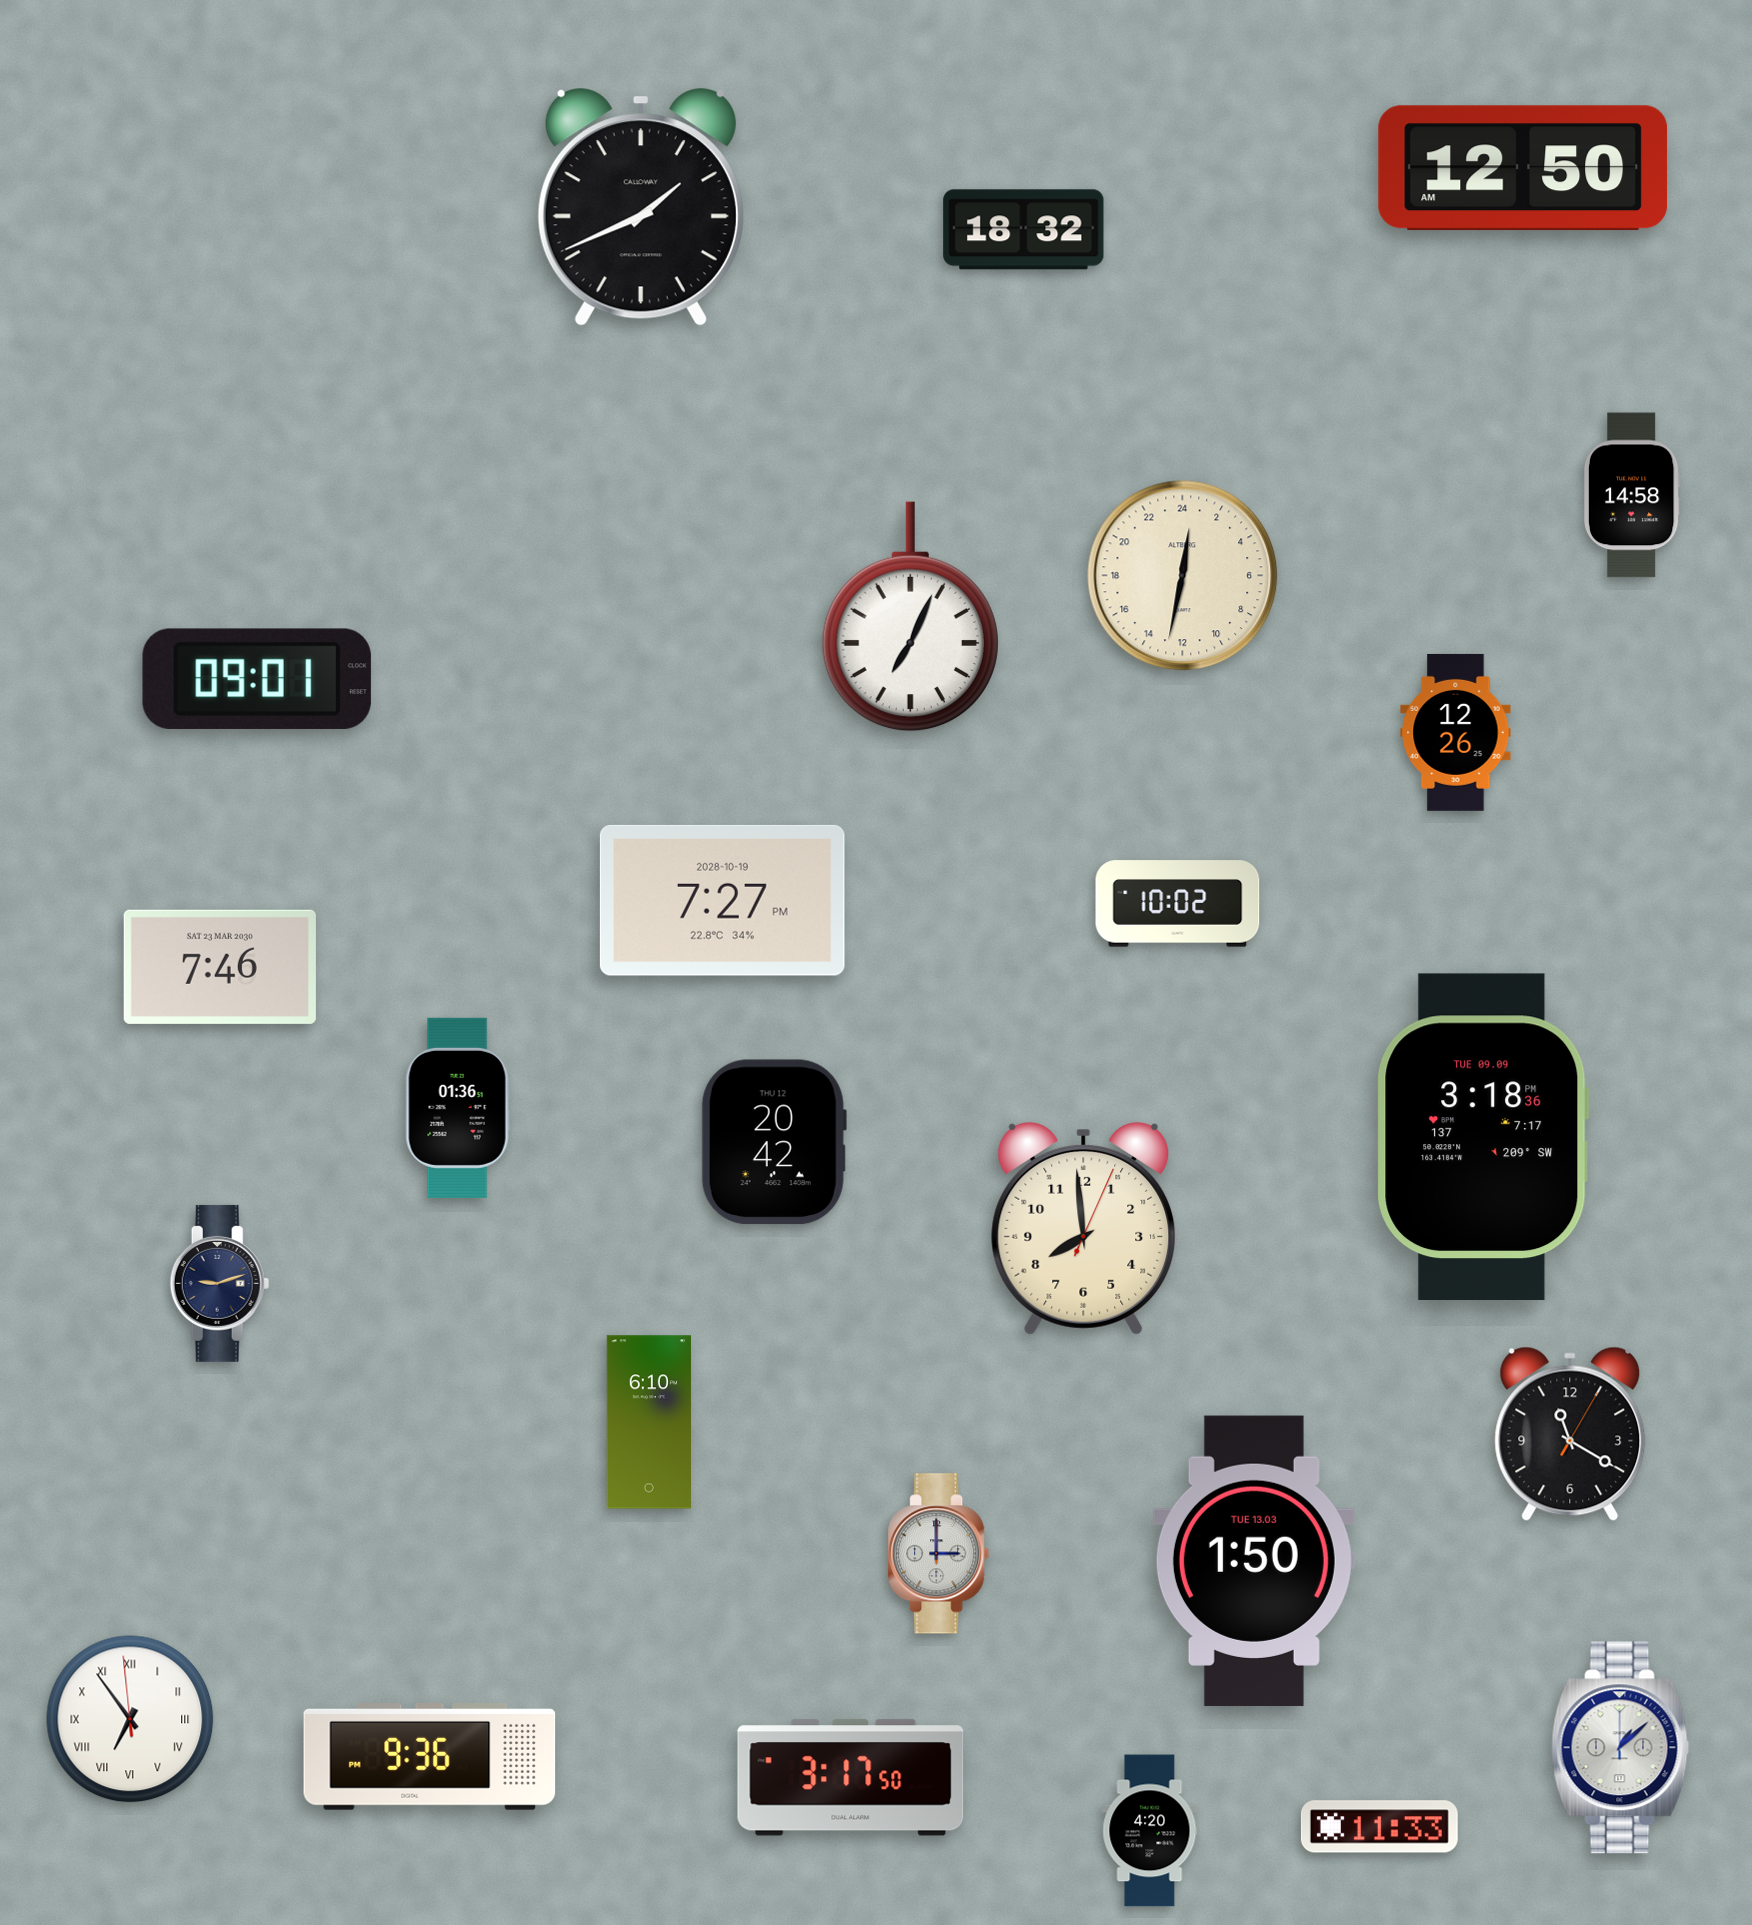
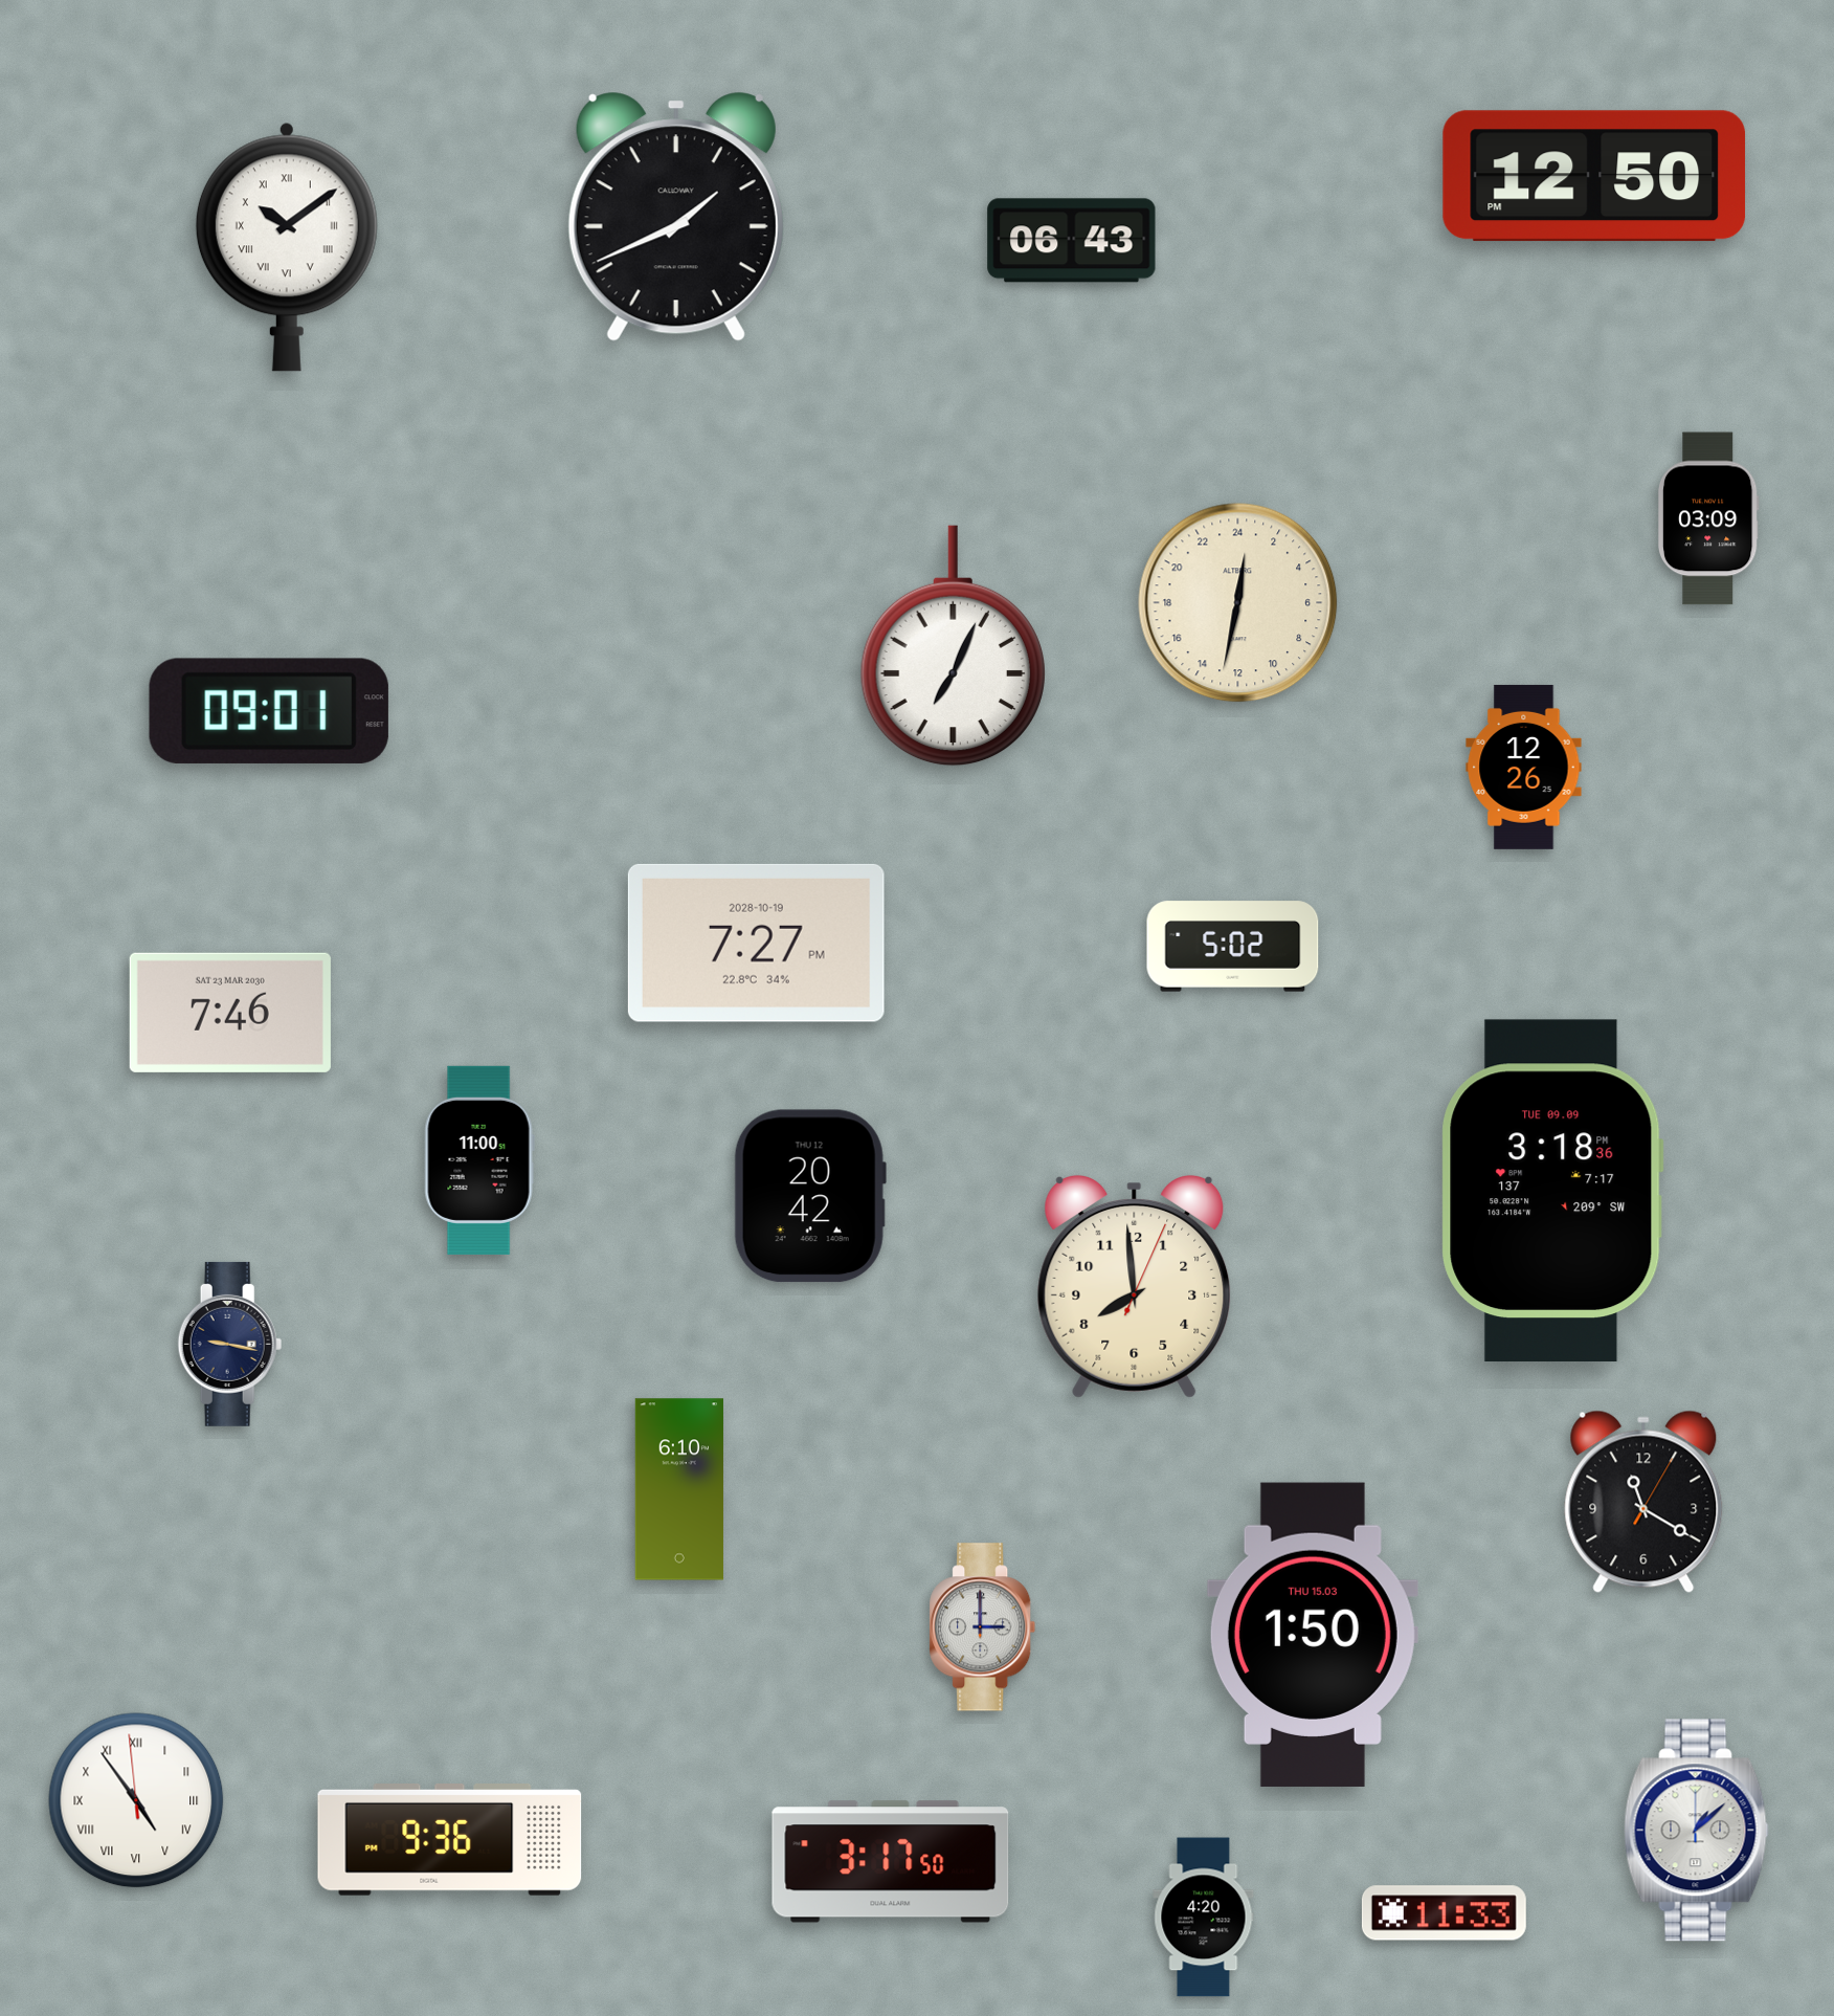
clock at (1523, 168): 12:50 AM -> 12:50 PM
clock at (641, 207) position: (641, 207) -> (676, 217)
clock at (1024, 230): 18:32 -> 06:43
clock at (287, 247): none -> 10:09
clock at (1632, 495): 14:58 -> 03:09
clock at (1178, 904): 10:02 -> 5:02
clock at (458, 1108): 01:36 -> 11:00
clock at (220, 1283): 9:12 -> 9:17
clock at (1254, 1561) date: TUE 13.03 -> THU 15.03
clock at (130, 1719): 6:53 -> 4:53
